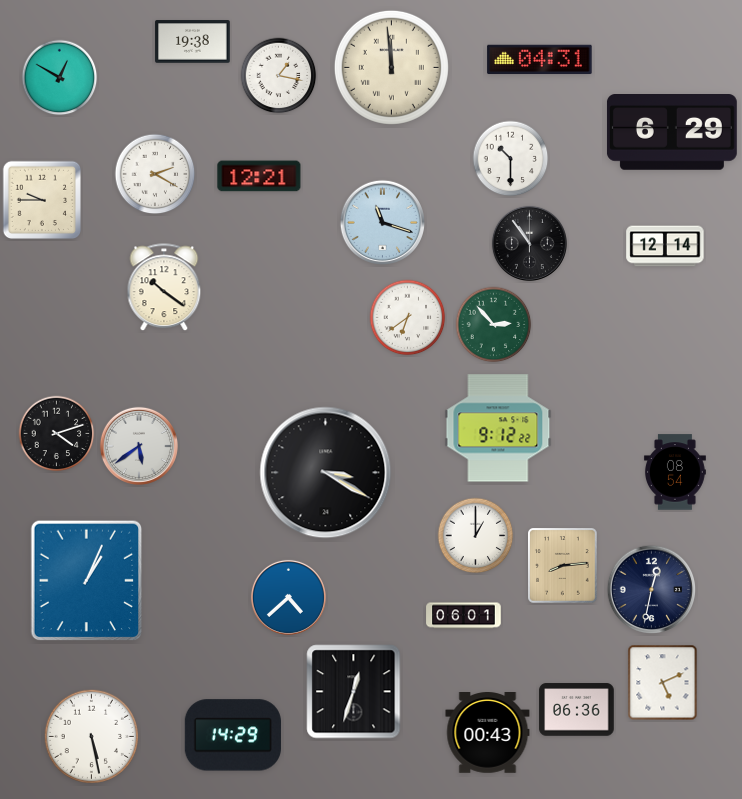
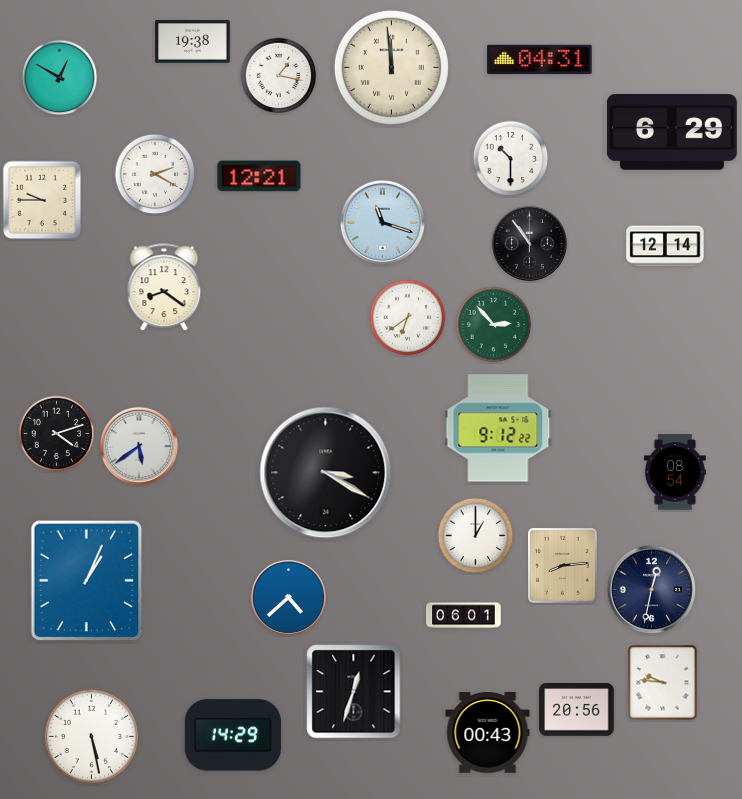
clock at (164, 288): 10:21 -> 8:21
clock at (663, 683): 5:11 -> 9:46
clock at (577, 710): 06:36 -> 20:56
